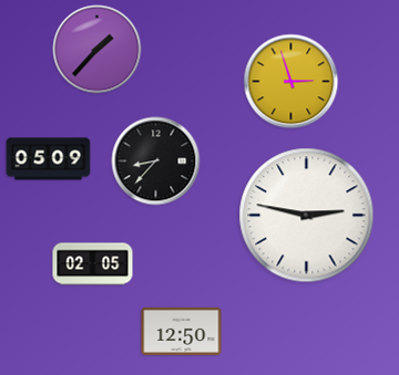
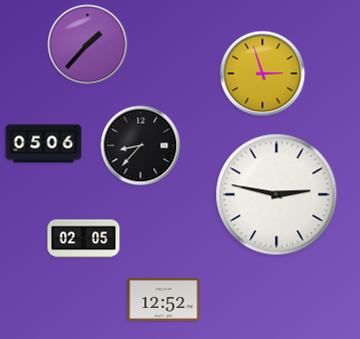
clock at (49, 159): 05:09 -> 05:06
clock at (182, 331): 12:50 -> 12:52
